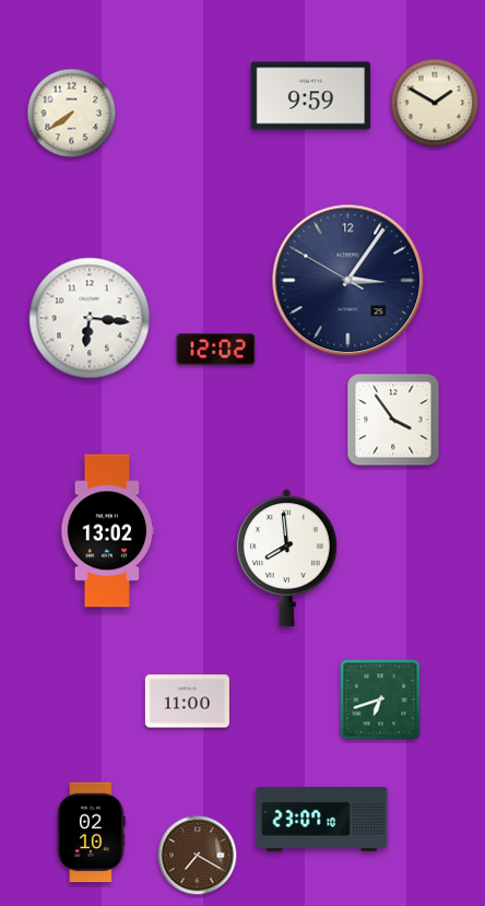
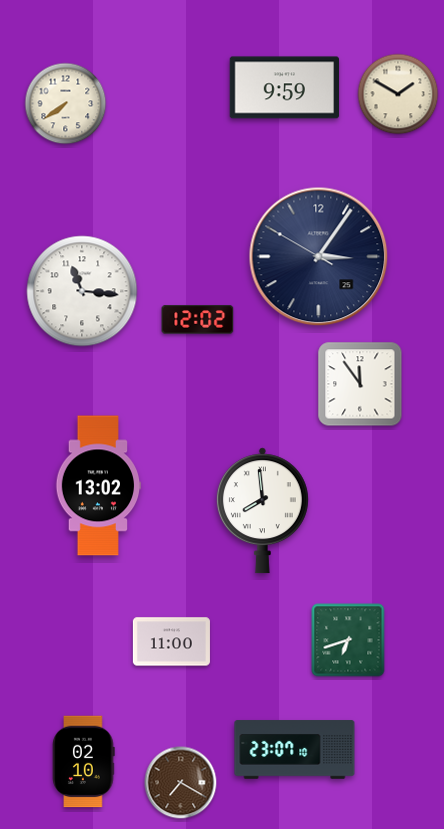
clock at (90, 318): 6:16 -> 11:16
clock at (393, 420): 3:54 -> 11:54
